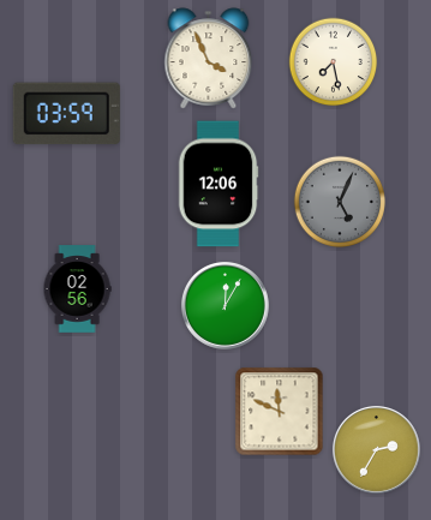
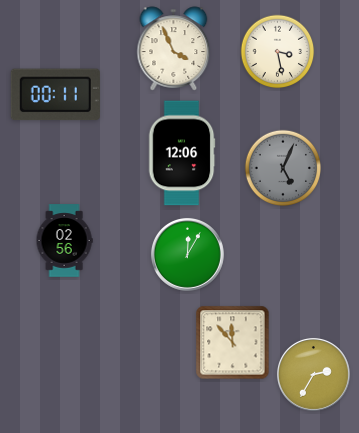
clock at (334, 62): 7:28 -> 3:28
clock at (66, 114): 03:59 -> 00:11
clock at (280, 412): 11:49 -> 11:53
